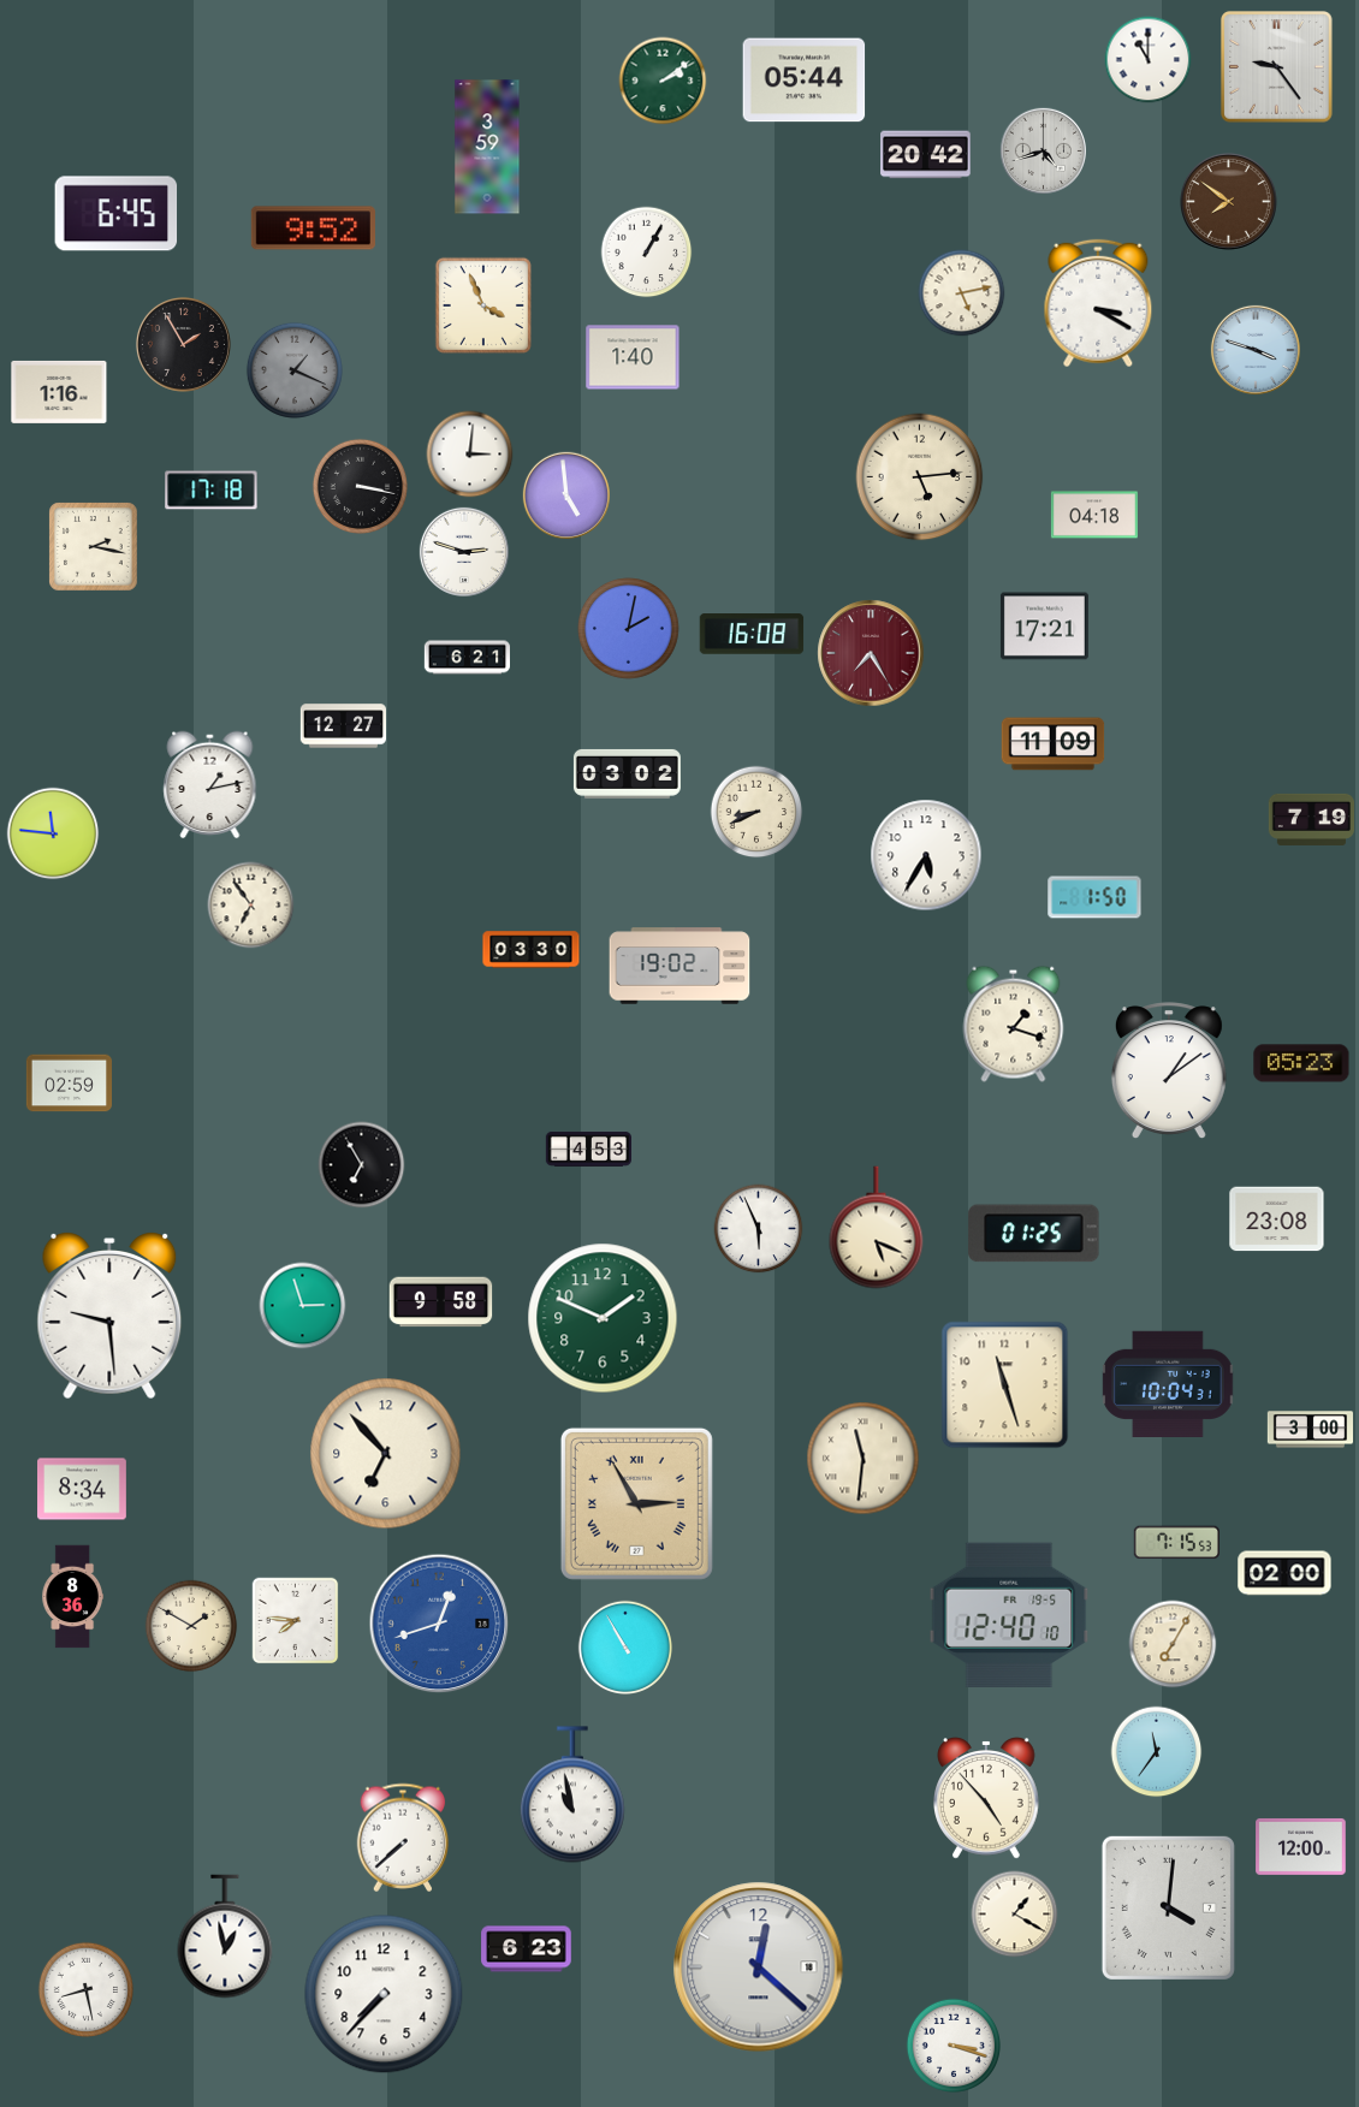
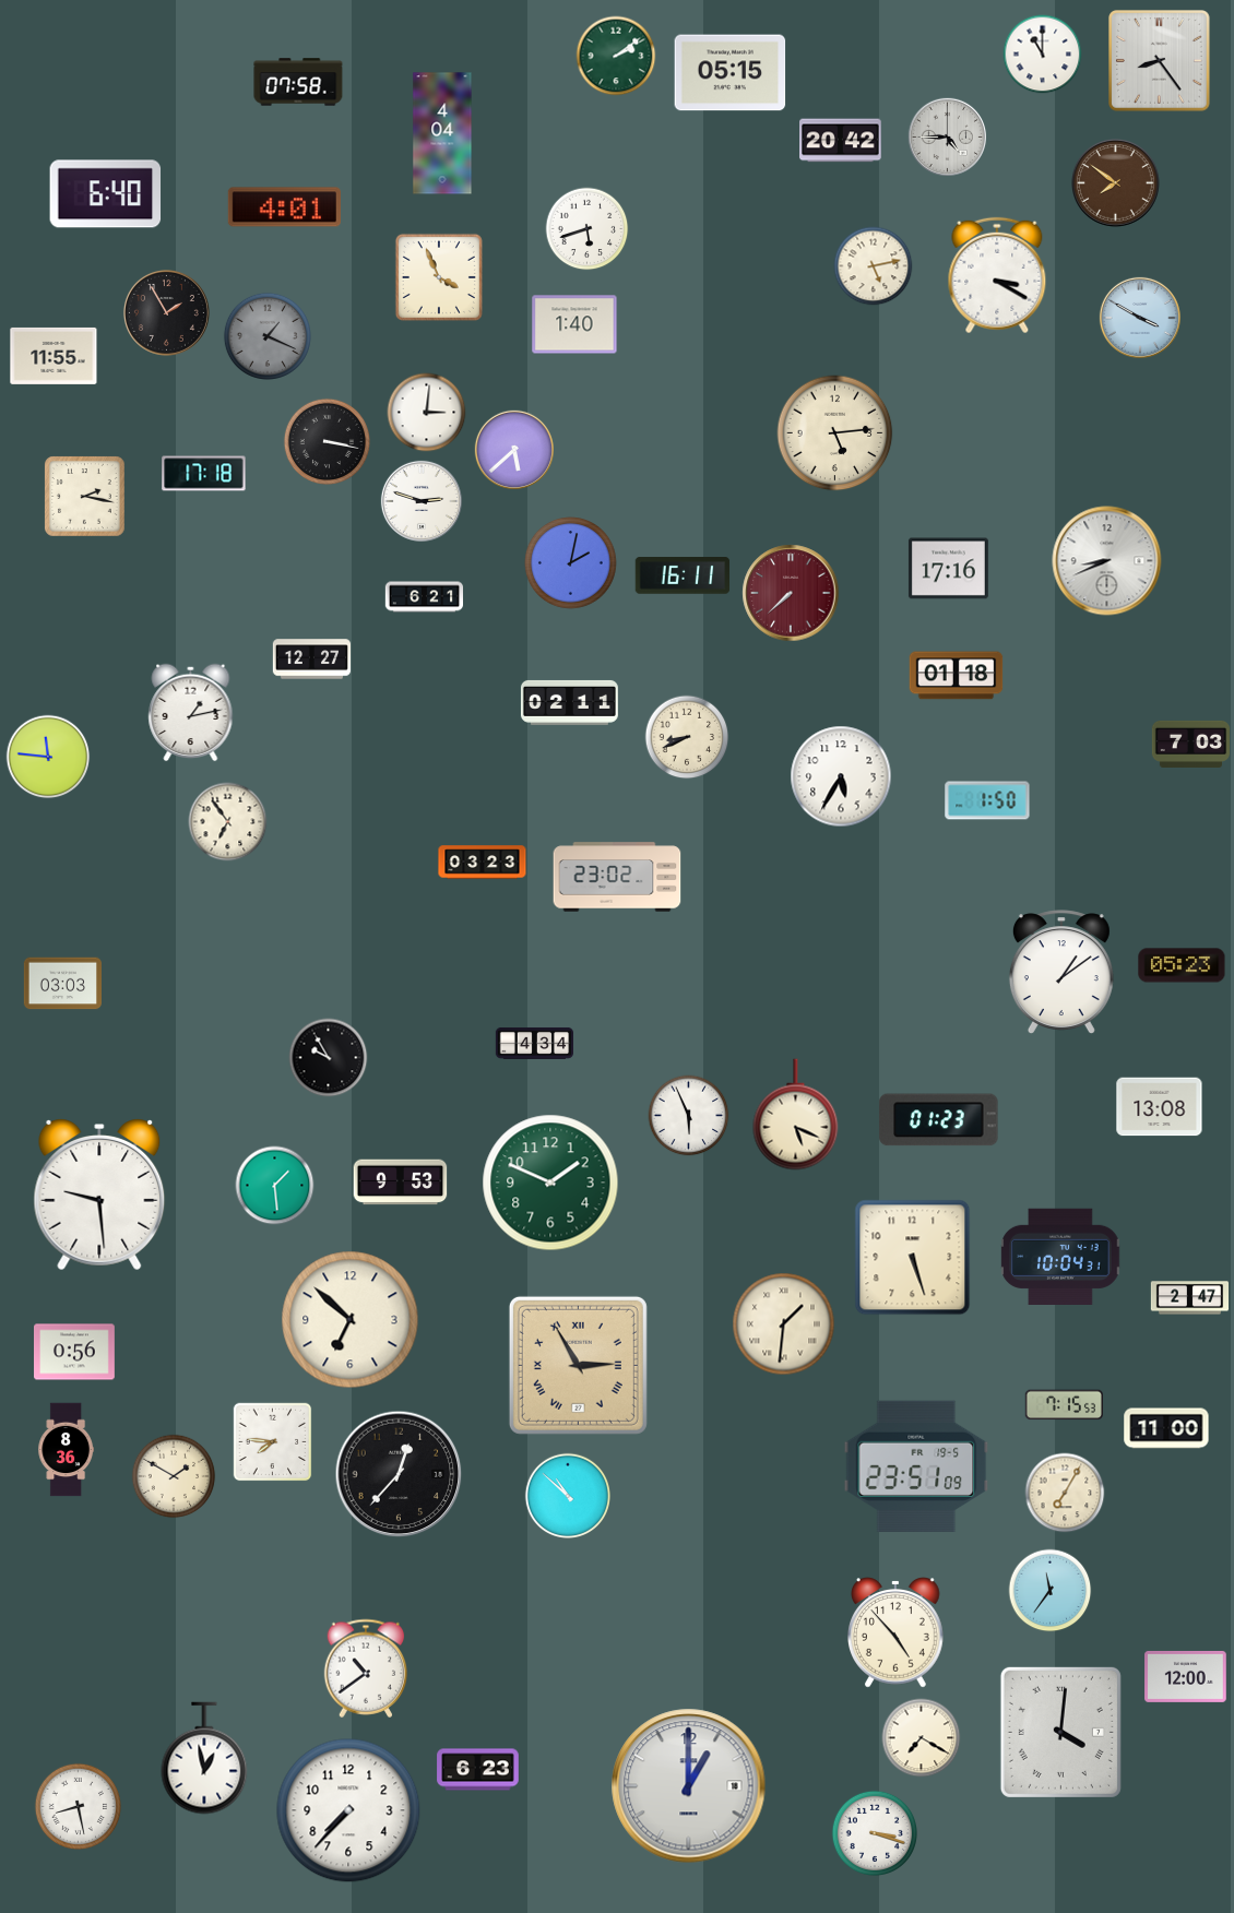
clock at (1277, 67): 9:24 -> 8:24
clock at (663, 81) position: (663, 81) -> (616, 56)
clock at (805, 81): 05:44 -> 05:15
clock at (298, 82): none -> 07:58
clock at (487, 147): 3:59 -> 4:04
clock at (1043, 150): 4:42 -> 4:45
clock at (117, 214): 6:45 -> 6:40
clock at (313, 228): 9:52 -> 4:01
clock at (647, 253): 1:05 -> 5:42
clock at (1256, 350): 3:48 -> 3:50
clock at (59, 392): 1:16 -> 11:55
clock at (212, 491) position: (212, 491) -> (204, 474)
clock at (565, 494): 4:59 -> 5:38
clock at (1094, 515): 04:18 -> none
clock at (1107, 561): none -> 8:41
clock at (1044, 627): 17:21 -> 17:16
clock at (629, 629) position: (629, 629) -> (571, 563)
clock at (752, 634): 16:08 -> 16:11
clock at (871, 653): 7:25 -> 7:38
clock at (1054, 744): 11:09 -> 01:18
clock at (627, 773): 03:02 -> 02:11
clock at (1311, 819): 7:19 -> 7:03
clock at (1094, 897) position: (1094, 897) -> (987, 800)
clock at (532, 950): 03:30 -> 03:23
clock at (679, 966): 19:02 -> 23:02
clock at (1014, 1023): 1:18 -> none
clock at (69, 1084): 02:59 -> 03:03
clock at (588, 1150): 4:53 -> 4:34
clock at (362, 1165): 6:55 -> 9:55
clock at (1277, 1219): 23:08 -> 13:08
clock at (1034, 1234): 01:25 -> 01:23
clock at (441, 1302): 9:58 -> 9:53
clock at (303, 1306): 2:57 -> 1:29
clock at (603, 1318) position: (603, 1318) -> (550, 1183)
clock at (1005, 1385): 11:27 -> 5:27
clock at (1311, 1430): 3:00 -> 2:47
clock at (386, 1454): 6:53 -> 6:52
clock at (864, 1459): 11:31 -> 1:31
clock at (83, 1489): 8:34 -> 0:56
clock at (1176, 1543) position: (1176, 1543) -> (1064, 1405)
clock at (1284, 1573): 02:00 -> 11:00
clock at (1009, 1614): 12:40 -> 23:51
clock at (296, 1621) position: (296, 1621) -> (273, 1442)
clock at (439, 1624): 12:42 -> 12:37
clock at (439, 1624) dial: blue -> black
clock at (625, 1648): 10:55 -> 10:52
clock at (572, 1794): 10:58 -> none
clock at (403, 1838): 7:38 -> 10:39
clock at (1301, 1846) position: (1301, 1846) -> (1186, 1676)
clock at (1015, 1915): 1:20 -> 7:20
clock at (759, 1967): 12:22 -> 1:00
clock at (954, 2046) position: (954, 2046) -> (875, 1833)
